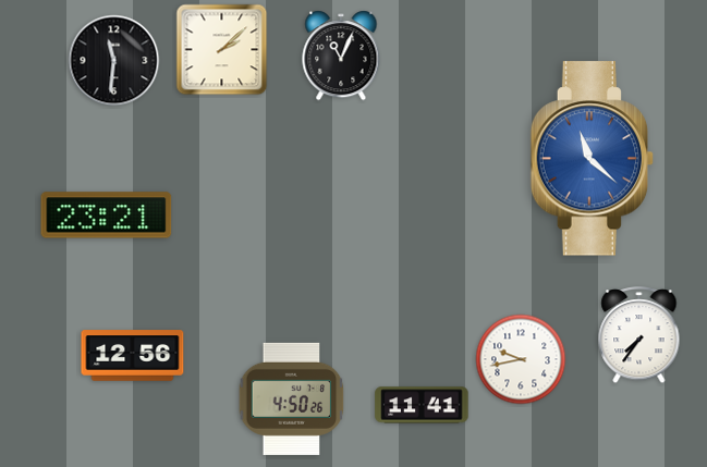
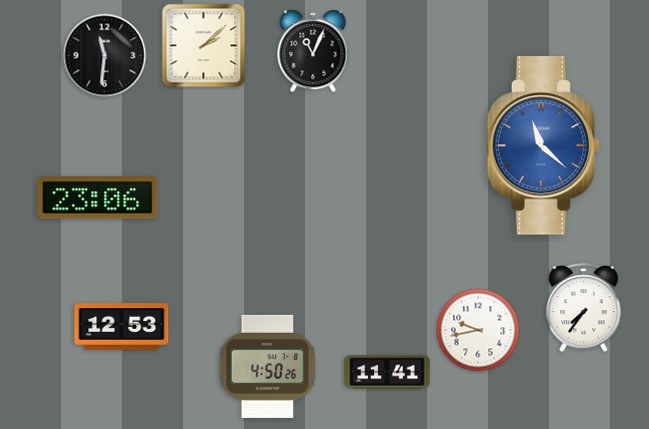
clock at (107, 216): 23:21 -> 23:06
clock at (639, 336) position: (639, 336) -> (584, 309)
clock at (133, 356): 12:56 -> 12:53
